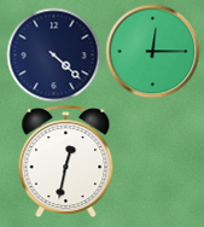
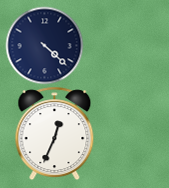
clock at (152, 51): 12:15 -> none
clock at (66, 161): 12:32 -> 12:34
